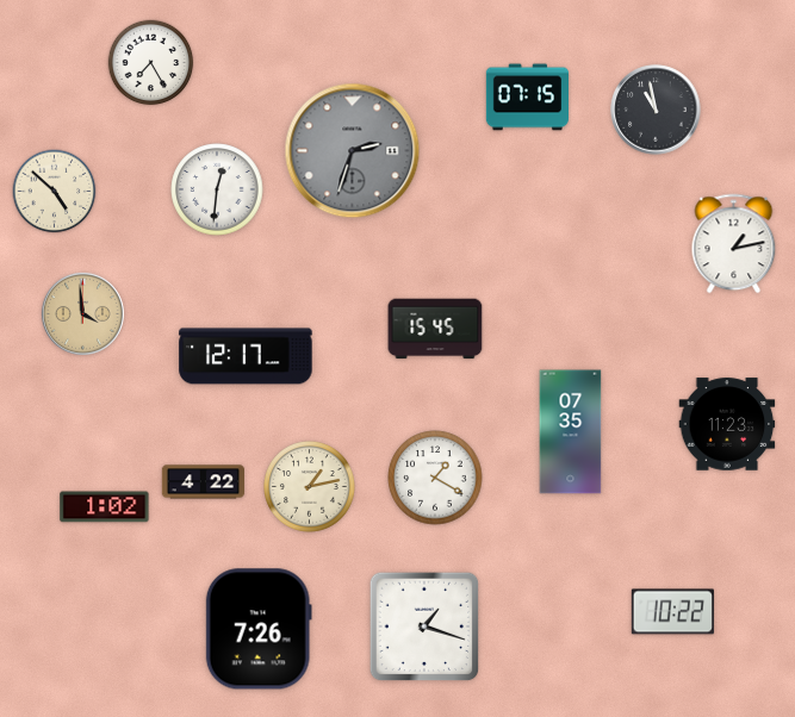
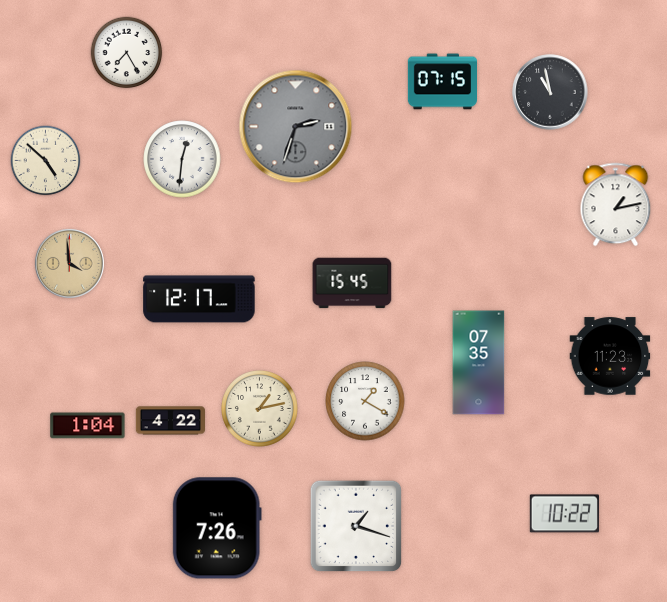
clock at (435, 329) position: (435, 329) -> (352, 283)
clock at (246, 356) position: (246, 356) -> (199, 299)
clock at (203, 482) position: (203, 482) -> (170, 421)
clock at (105, 507): 1:02 -> 1:04
